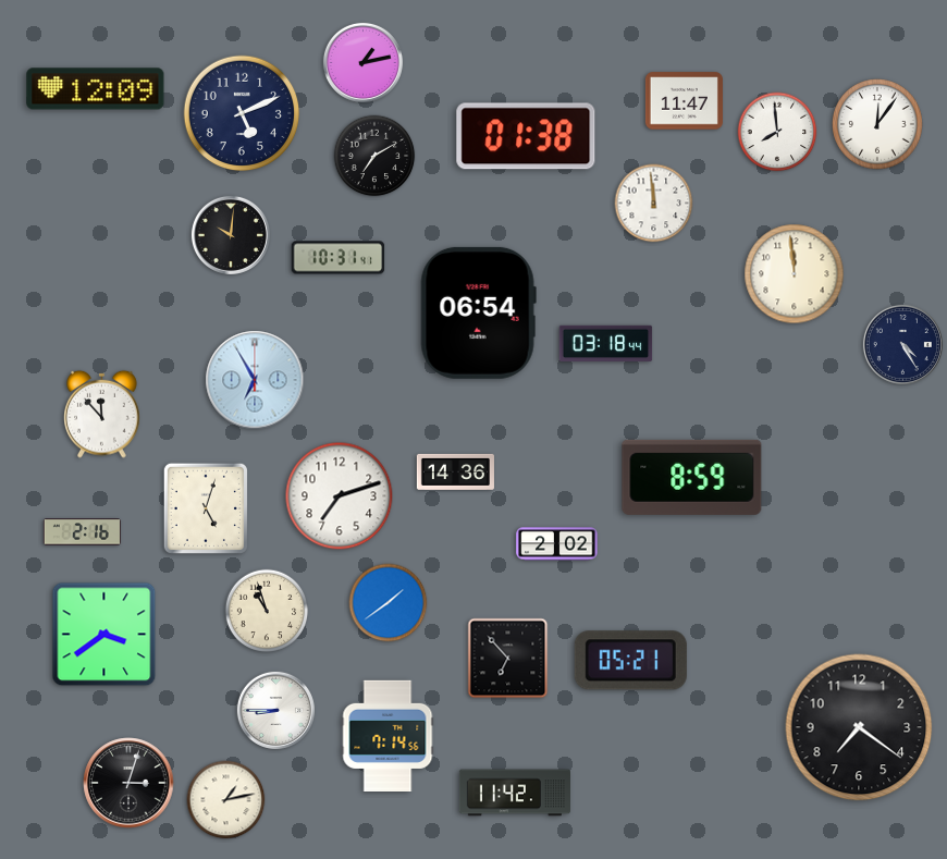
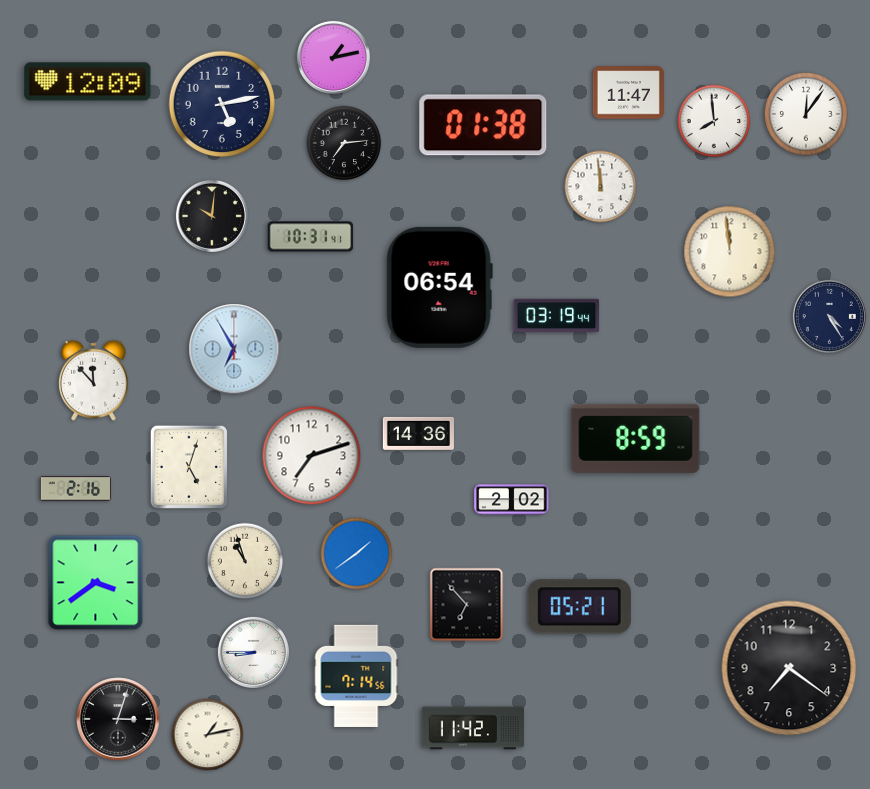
clock at (242, 113): 5:11 -> 5:13
clock at (374, 156): 7:10 -> 7:14
clock at (606, 343): 03:18 -> 03:19
